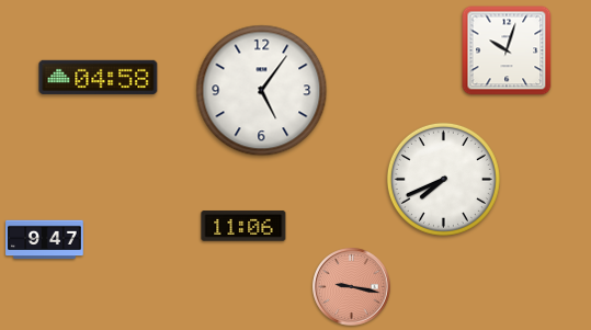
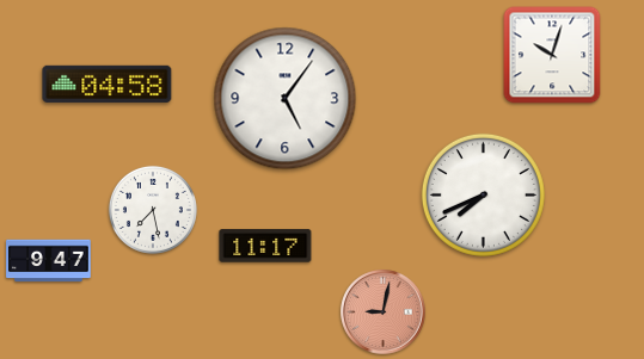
clock at (153, 210): none -> 7:28
clock at (243, 226): 11:06 -> 11:17
clock at (352, 287): 9:17 -> 9:02
